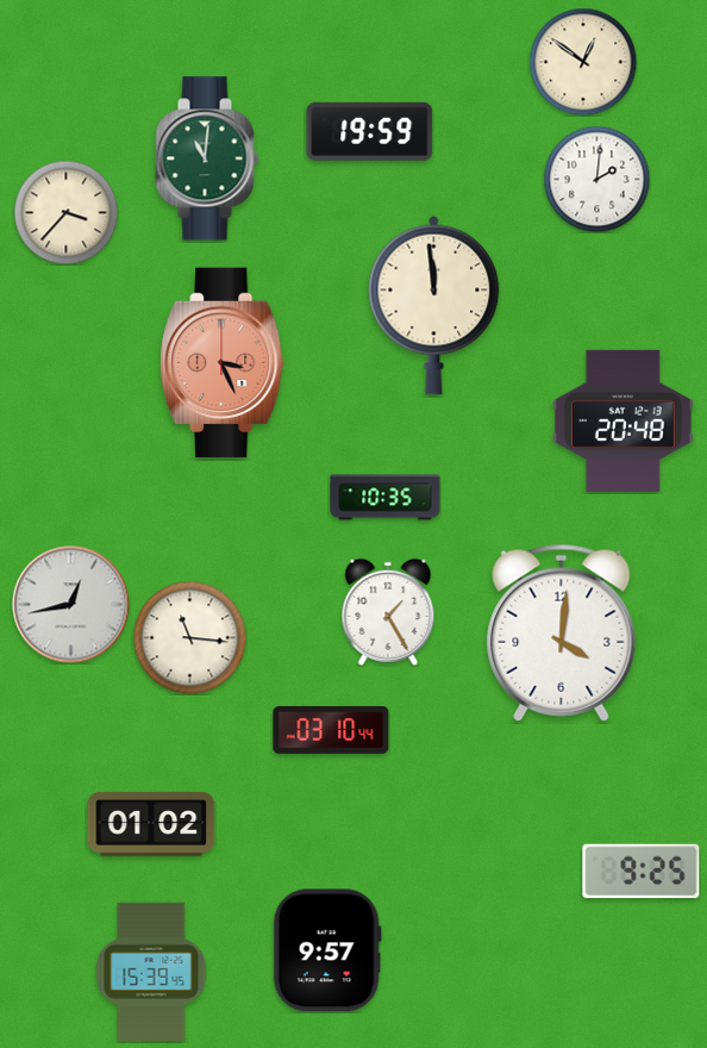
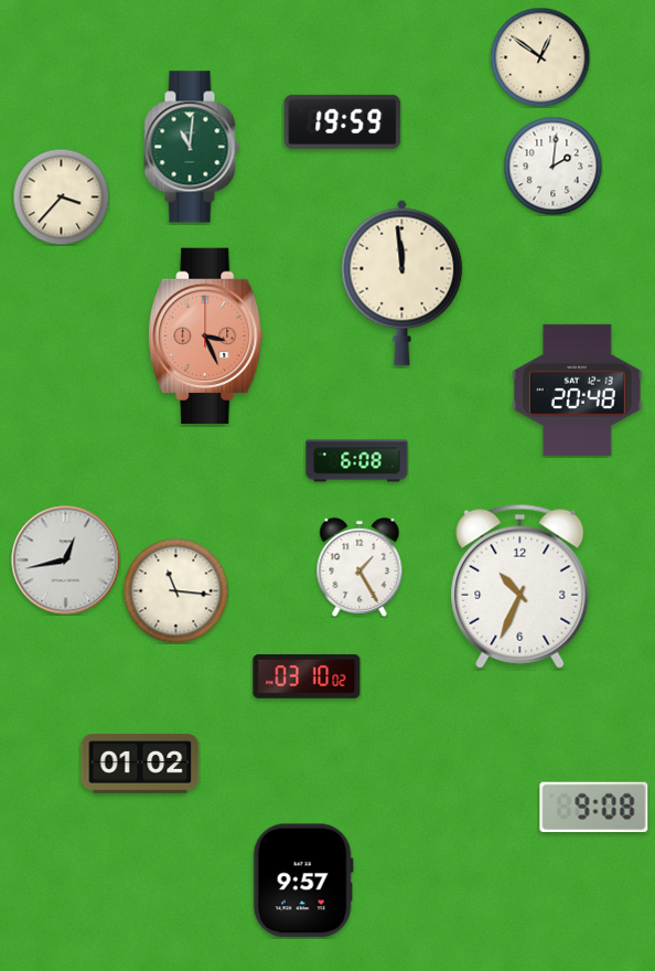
clock at (386, 498): 10:35 -> 6:08
clock at (562, 632): 4:01 -> 10:34
clock at (331, 730): 03:10:44 -> 03:10:02
clock at (642, 872): 9:25 -> 9:08
clock at (151, 971): 15:39 -> none
